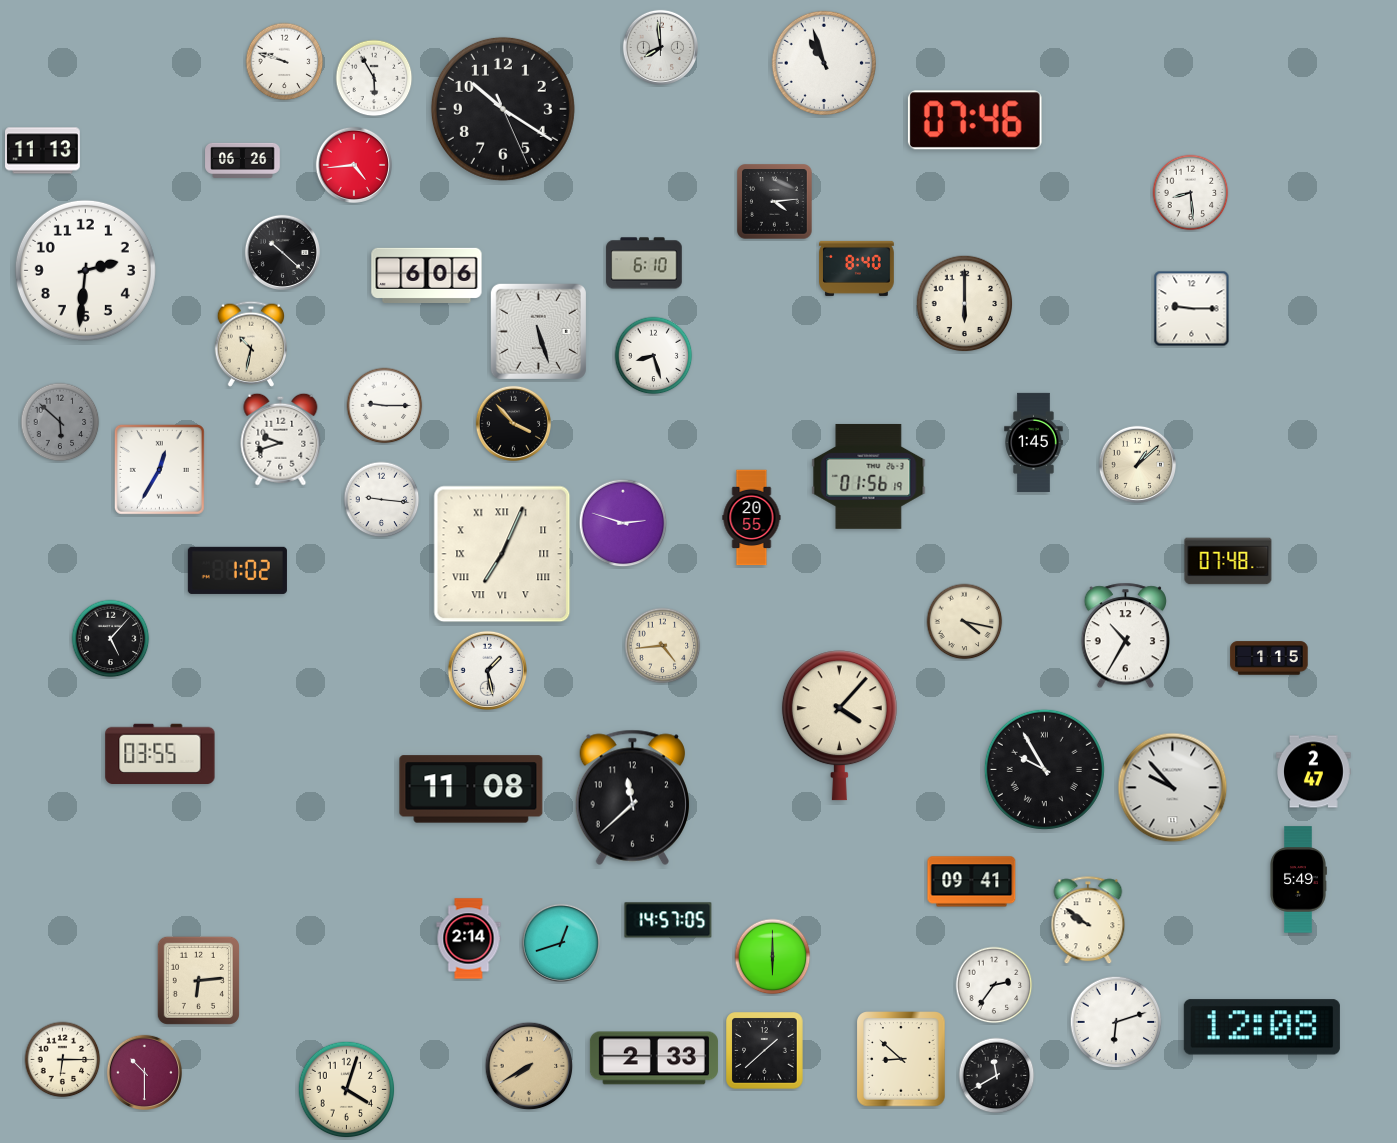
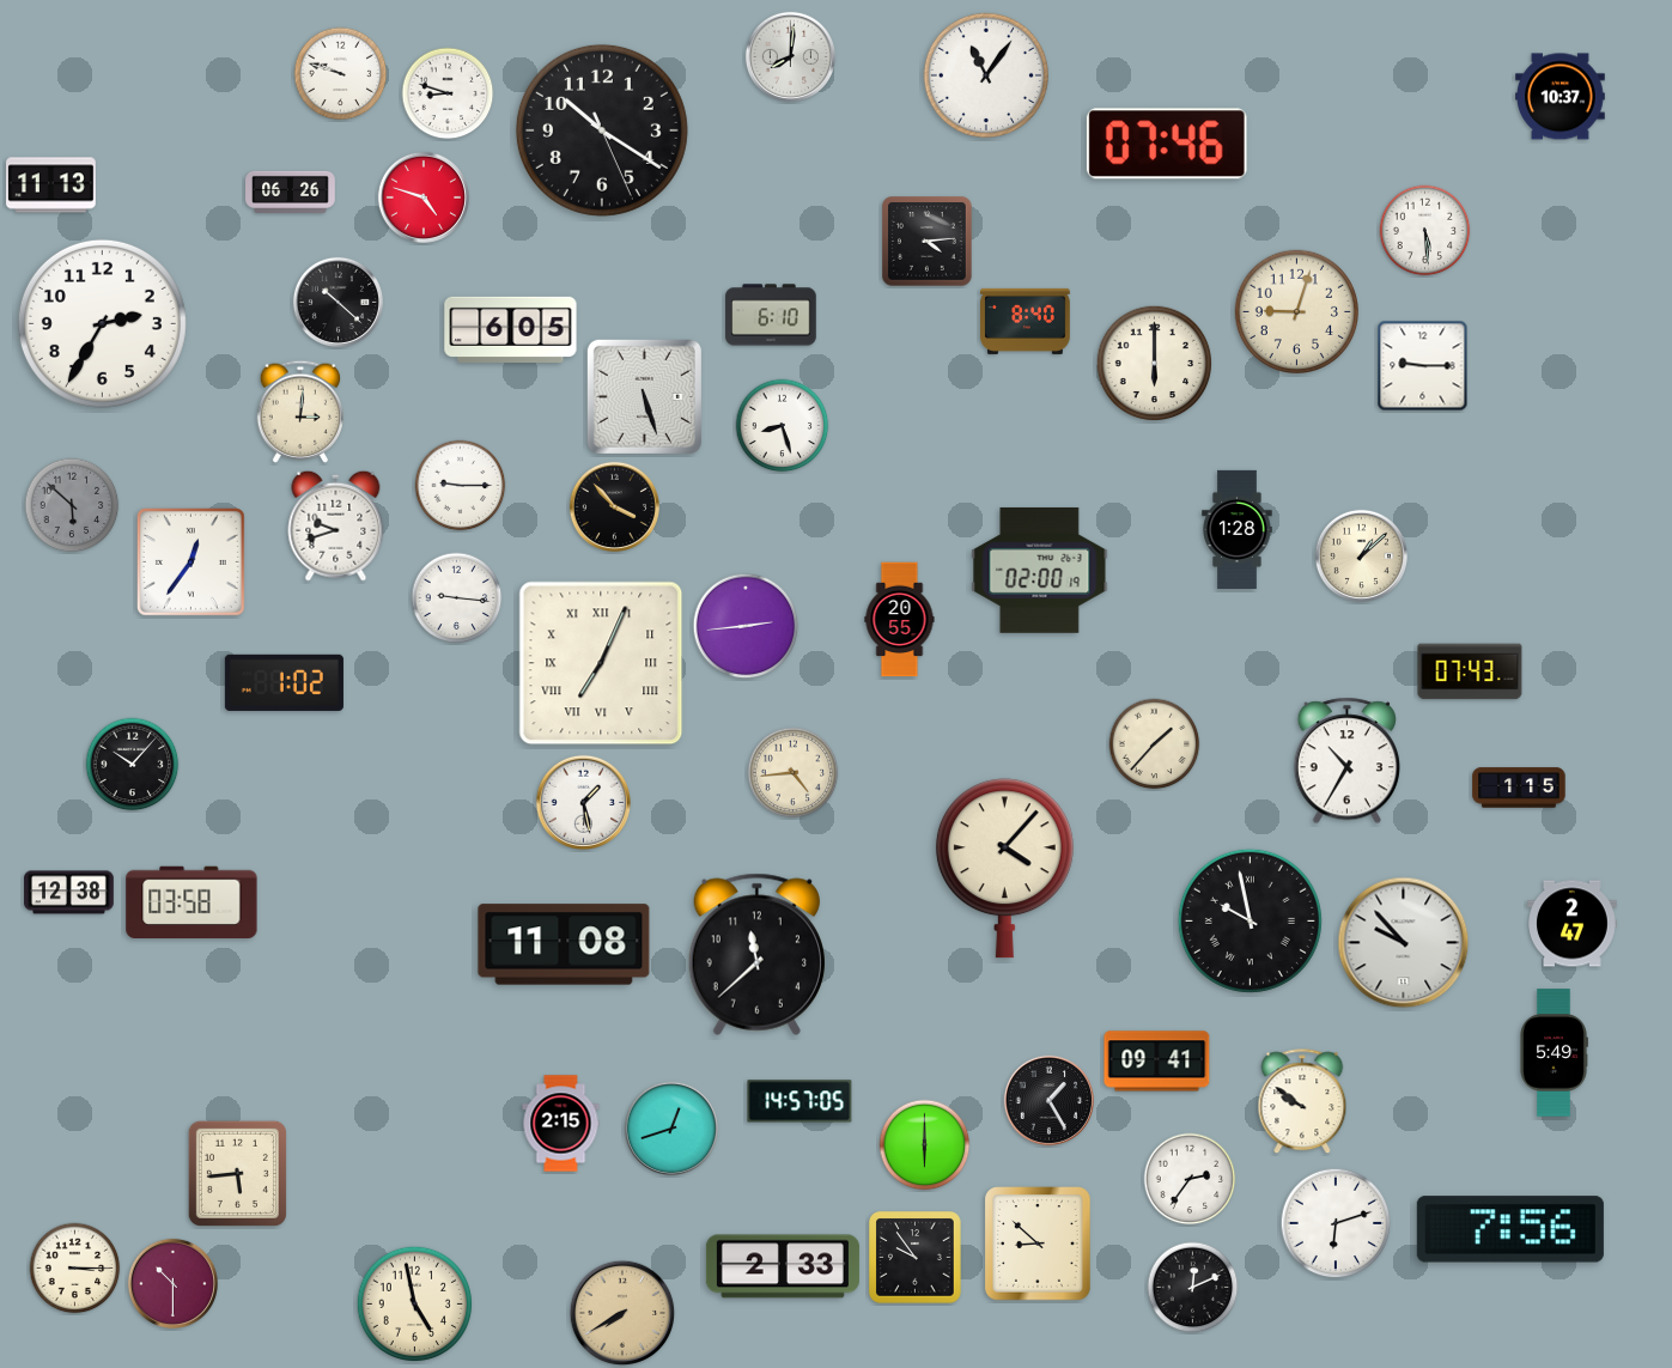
clock at (660, 47): 7:59 -> 8:01
clock at (823, 62): 10:57 -> 11:06
clock at (374, 78): 5:55 -> 8:48
clock at (1561, 97): none -> 10:37
clock at (43, 151) position: (43, 151) -> (51, 186)
clock at (354, 165): 4:44 -> 4:48
clock at (1191, 193): 8:29 -> 5:29
clock at (1296, 311): none -> 9:03
clock at (85, 270): 2:31 -> 2:35
clock at (427, 275): 6:06 -> 6:05
clock at (1192, 309) position: (1192, 309) -> (1423, 366)
clock at (250, 344): 10:32 -> 3:01
clock at (1034, 442): 1:45 -> 1:28
clock at (159, 469): 12:35 -> 12:36
clock at (869, 477): 01:56 -> 02:00
clock at (623, 523): 2:48 -> 2:44
clock at (1228, 561): 07:48 -> 07:43
clock at (965, 622): 4:17 -> 1:37
clock at (111, 639): 5:07 -> 10:07
clock at (69, 893): none -> 12:38
clock at (160, 753): 03:55 -> 03:58
clock at (1044, 769): 9:55 -> 9:58
clock at (972, 882) position: (972, 882) -> (1157, 1062)
clock at (1048, 1100): none -> 1:25
clock at (469, 939): 2:14 -> 2:15
clock at (198, 980): 6:14 -> 5:44
clock at (1262, 1027): 12:08 -> 7:56
clock at (765, 1051): 1:38 -> 9:54
clock at (901, 1059) position: (901, 1059) -> (1038, 1244)
clock at (63, 1060): 6:15 -> 3:15
clock at (529, 1066) position: (529, 1066) -> (622, 1313)
clock at (997, 1076): 11:40 -> 12:11
clock at (347, 1090): 4:03 -> 4:58
